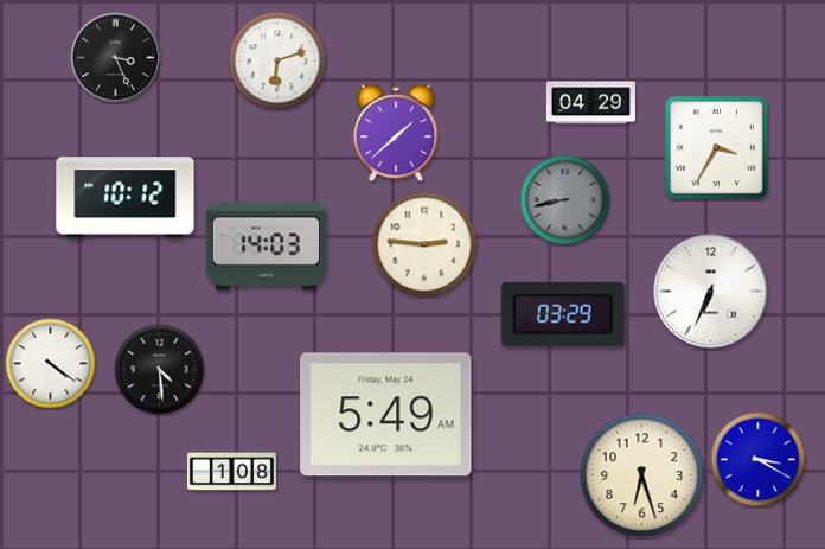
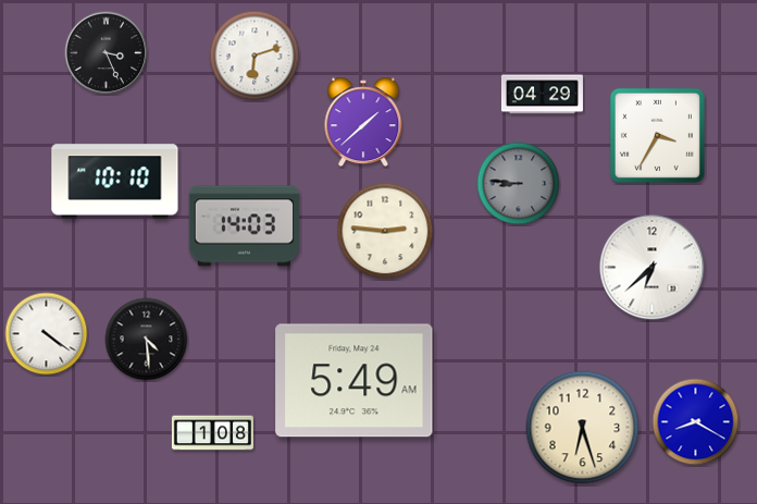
clock at (126, 198): 10:12 -> 10:10
clock at (565, 200): 8:43 -> 8:46
clock at (424, 244) position: (424, 244) -> (385, 231)
clock at (711, 292): 6:34 -> 6:38
clock at (563, 314): 03:29 -> none
clock at (759, 460): 3:20 -> 8:20
clock at (642, 475) position: (642, 475) -> (583, 428)
